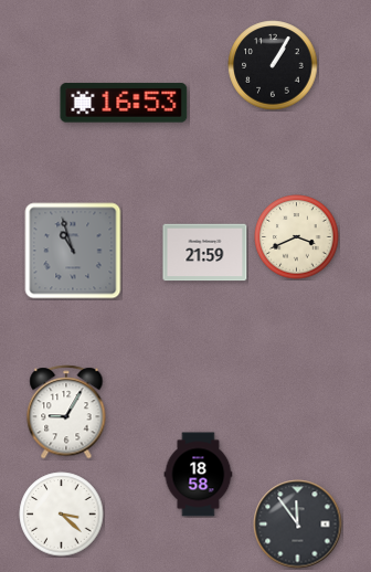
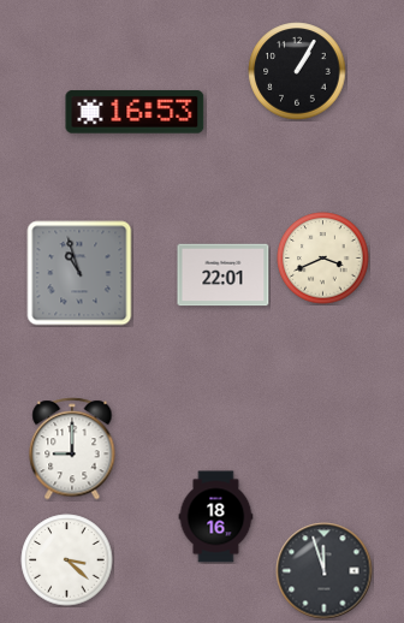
clock at (205, 253): 21:59 -> 22:01
clock at (66, 412): 9:05 -> 9:00
clock at (199, 475): 18:58 -> 18:16
clock at (298, 525): 11:54 -> 11:57
